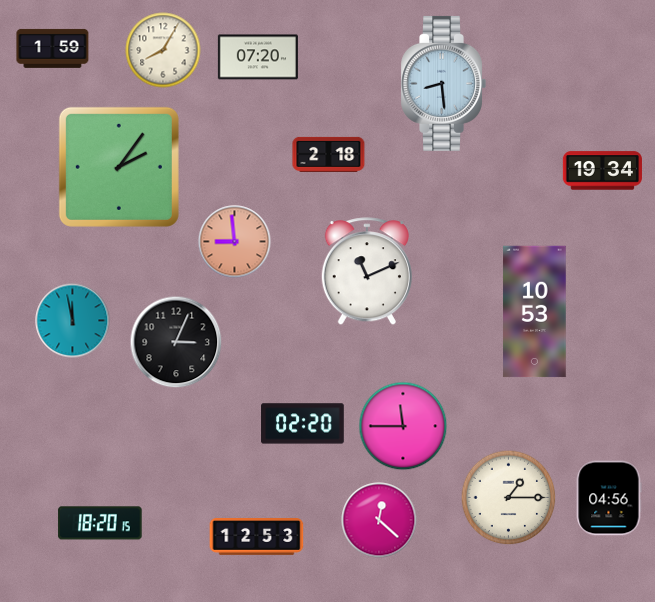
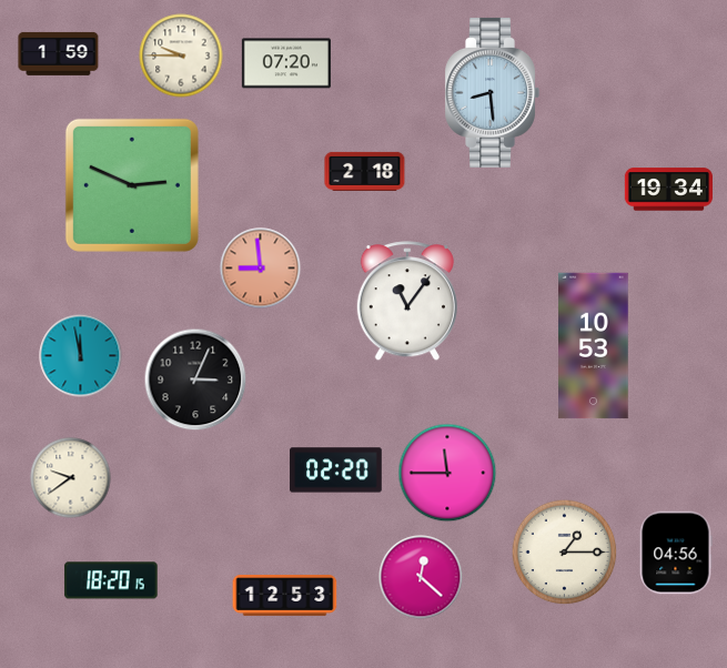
clock at (163, 50): 8:05 -> 9:45
clock at (119, 167): 2:06 -> 2:49
clock at (367, 272): 11:11 -> 11:06
clock at (71, 478): none -> 9:39
